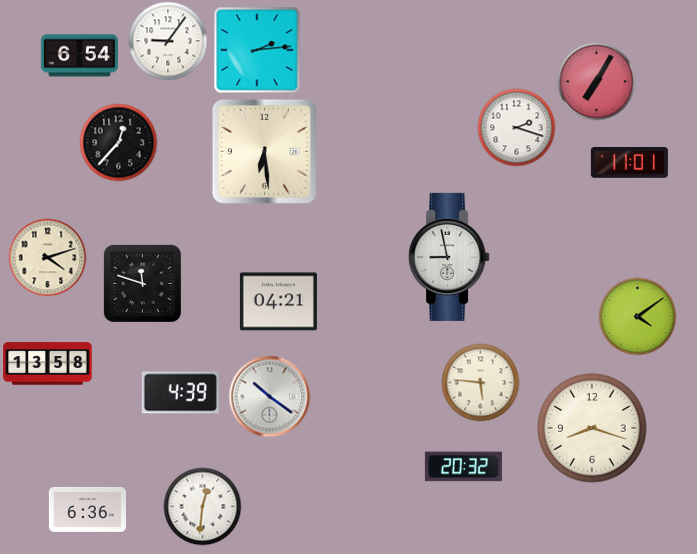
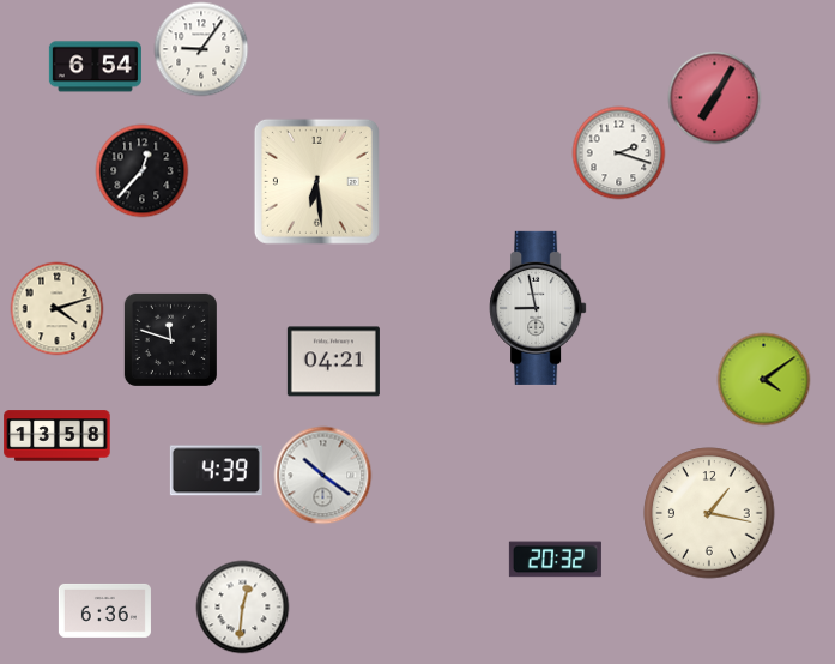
clock at (257, 50): 2:14 -> none
clock at (629, 163): 11:01 -> none
clock at (480, 382): 5:46 -> none
clock at (592, 428): 8:18 -> 1:17
